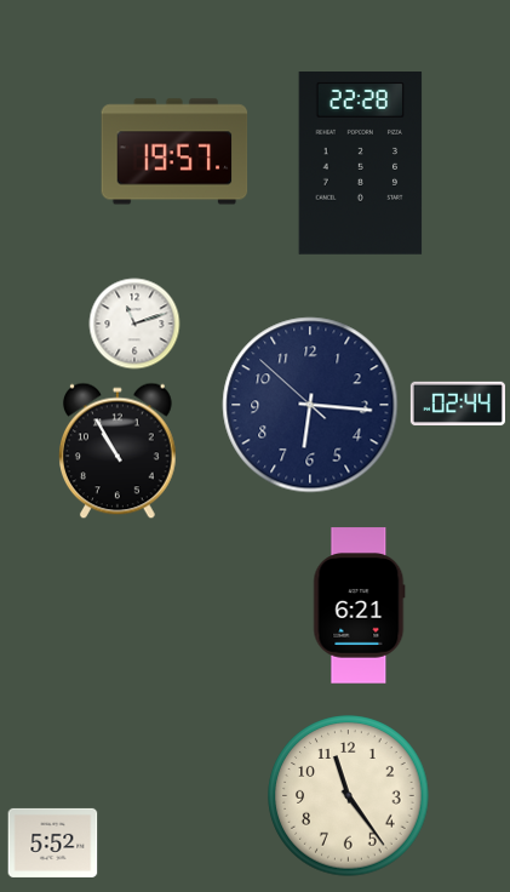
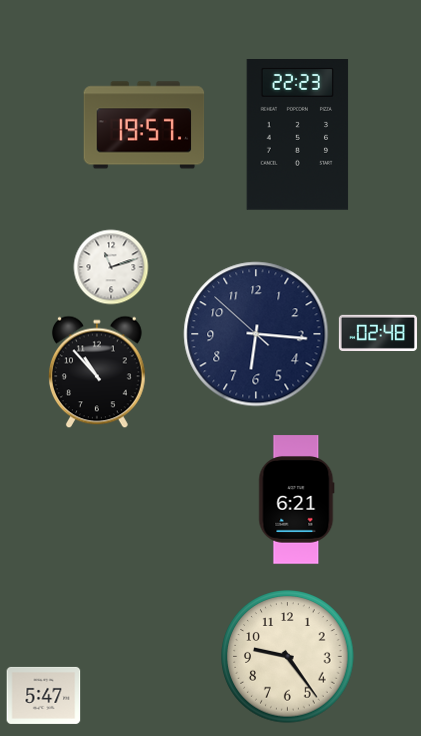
clock at (361, 164): 22:28 -> 22:23
clock at (458, 402): 02:44 -> 02:48
clock at (119, 451): 10:55 -> 10:53
clock at (349, 796): 11:24 -> 9:24
clock at (53, 842): 5:52 -> 5:47
